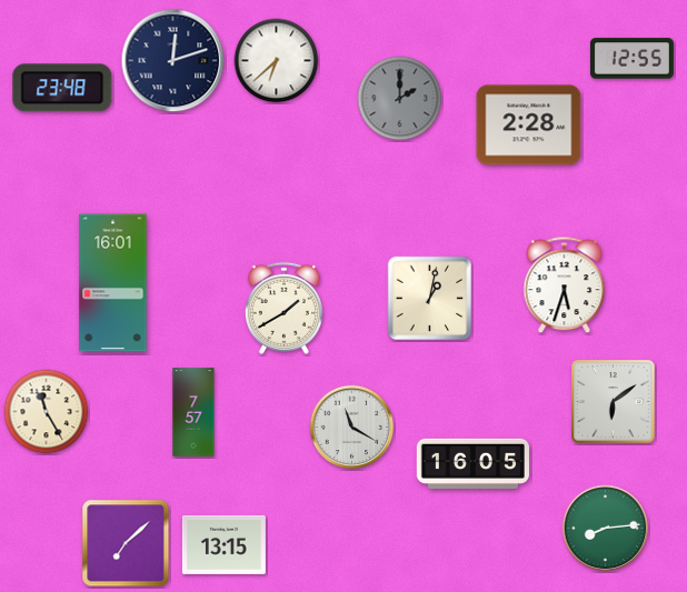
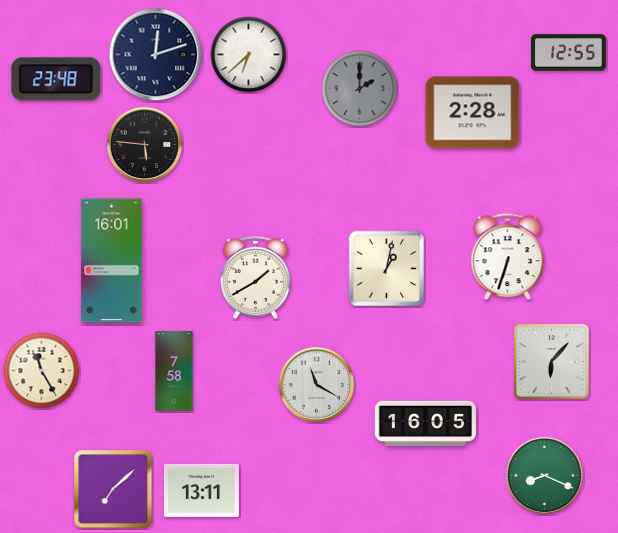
clock at (529, 126) position: (529, 126) -> (473, 113)
clock at (145, 145): none -> 5:46
clock at (113, 283) position: (113, 283) -> (112, 261)
clock at (565, 285): 5:33 -> 6:33
clock at (614, 402): 6:09 -> 6:07
clock at (193, 412): 7:57 -> 7:58
clock at (472, 463) position: (472, 463) -> (425, 423)
clock at (606, 529): 8:14 -> 8:19
clock at (223, 544): 13:15 -> 13:11
